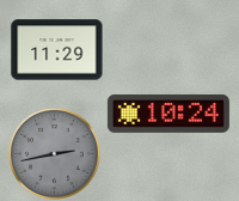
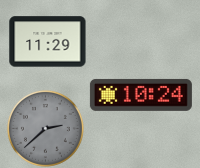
clock at (54, 153): 2:43 -> 2:38
